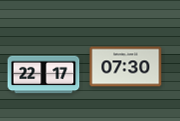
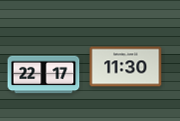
clock at (126, 67): 07:30 -> 11:30
